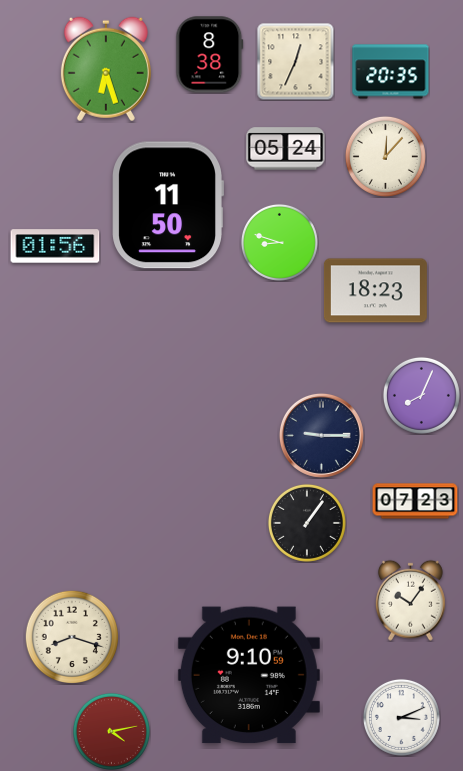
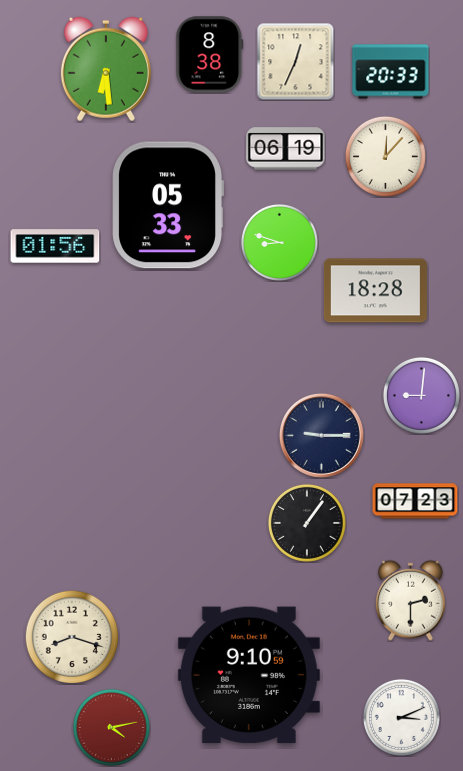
clock at (106, 69): 6:27 -> 6:29
clock at (391, 72): 20:35 -> 20:33
clock at (286, 149): 05:24 -> 06:19
clock at (168, 205): 11:50 -> 05:33
clock at (375, 291): 18:23 -> 18:28
clock at (421, 395): 8:04 -> 9:01
clock at (410, 600): 10:06 -> 2:30
clock at (111, 731) position: (111, 731) -> (111, 727)
